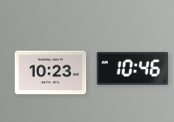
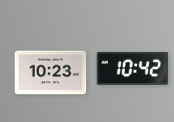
clock at (133, 68): 10:46 -> 10:42
